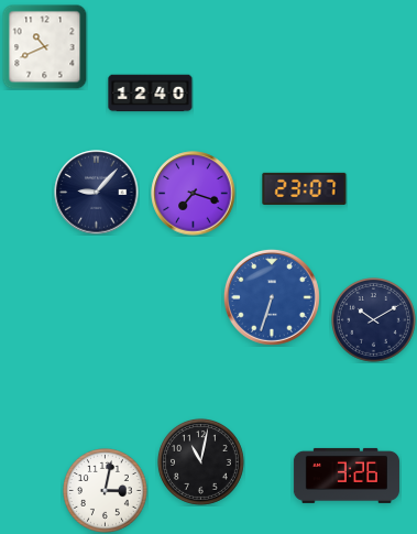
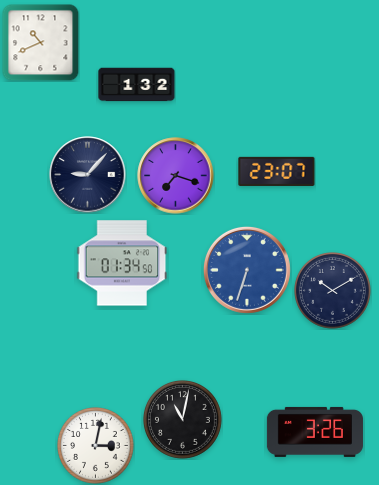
clock at (151, 94): 12:40 -> 1:32
clock at (122, 263): none -> 01:34
clock at (374, 320) position: (374, 320) -> (333, 291)
